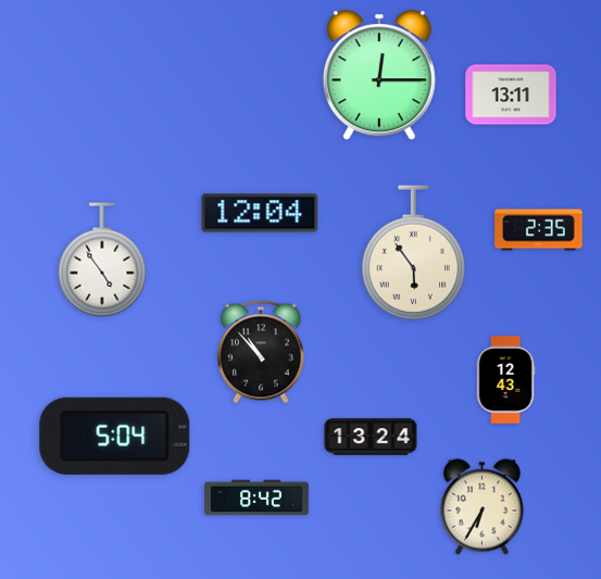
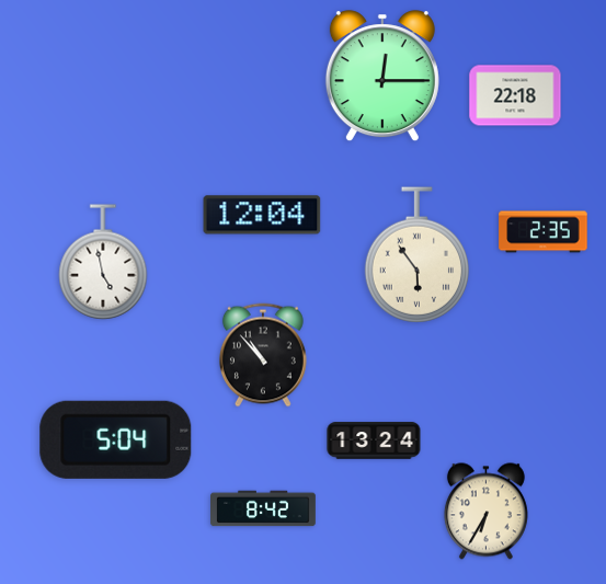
clock at (511, 95): 13:11 -> 22:18
clock at (102, 260): 4:54 -> 4:58
clock at (505, 380): 12:43 -> none
clock at (258, 498) position: (258, 498) -> (264, 508)
